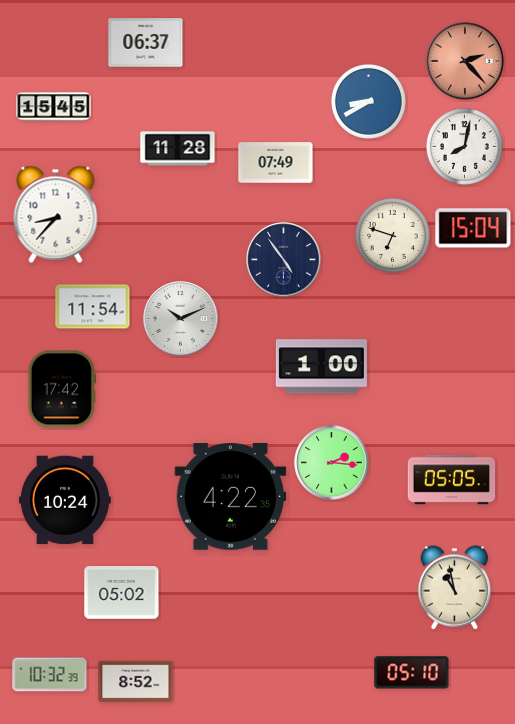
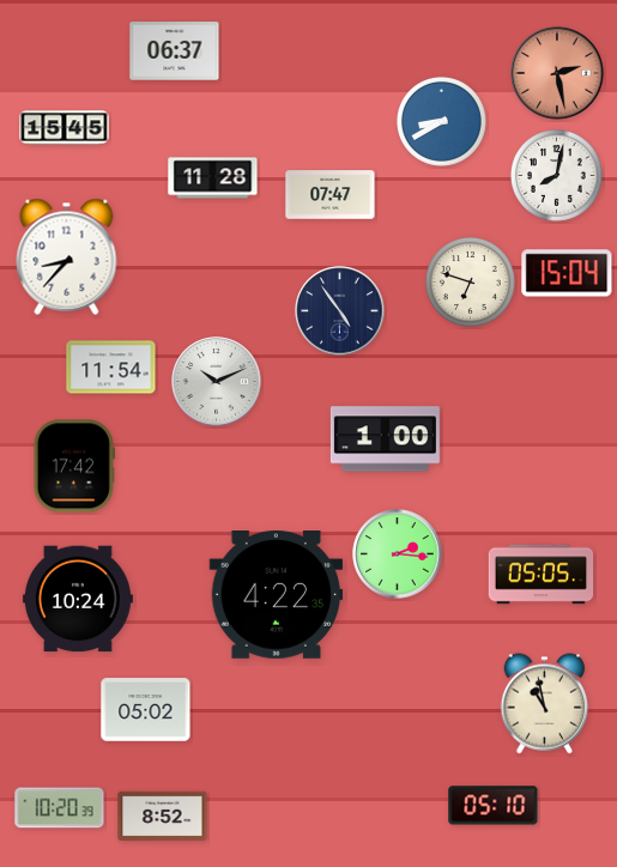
clock at (465, 61): 2:23 -> 2:28
clock at (276, 163): 07:49 -> 07:47
clock at (50, 675): 10:32 -> 10:20
